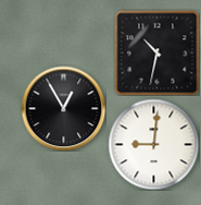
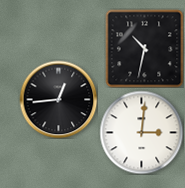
clock at (63, 108): 12:55 -> 12:44
clock at (153, 144): 9:01 -> 3:01
